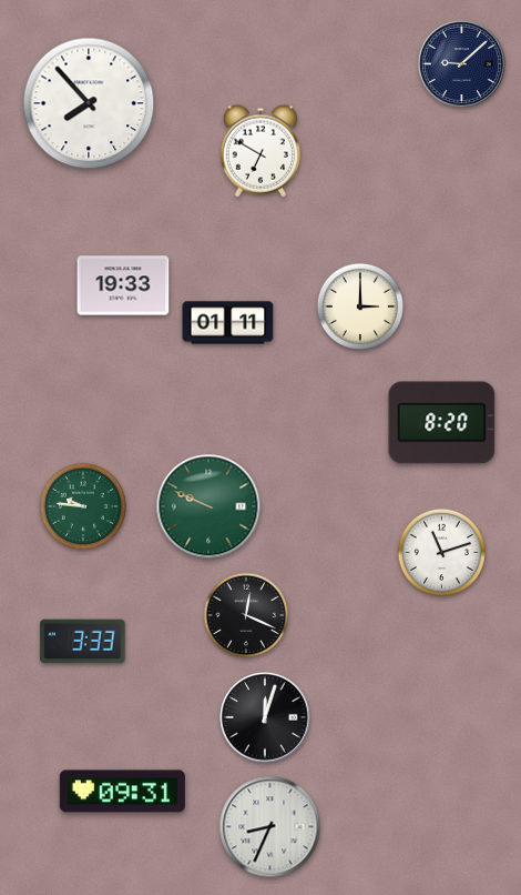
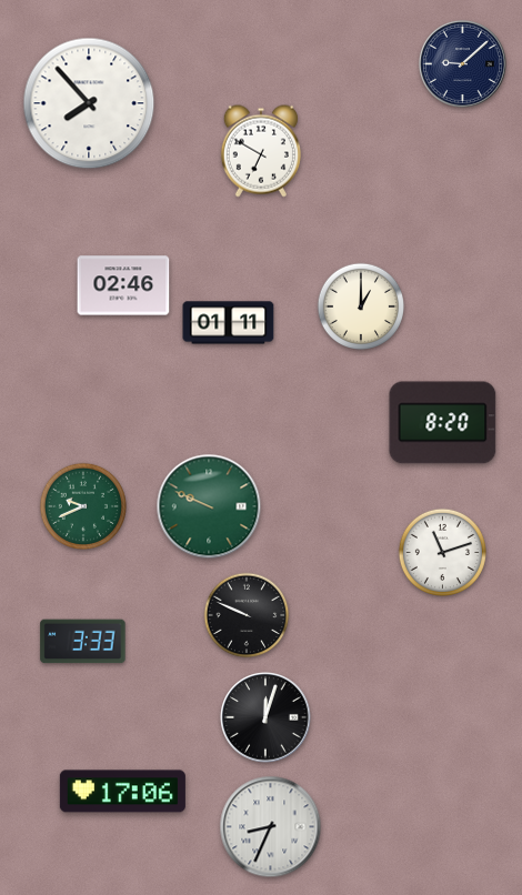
clock at (123, 285): 19:33 -> 02:46
clock at (360, 306): 3:00 -> 1:00
clock at (83, 506): 9:46 -> 9:41
clock at (246, 615): 12:19 -> 9:49
clock at (122, 792): 09:31 -> 17:06
